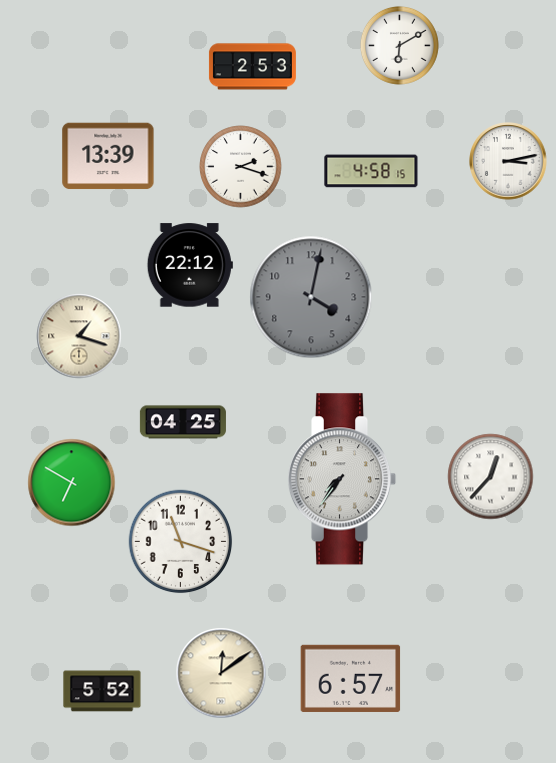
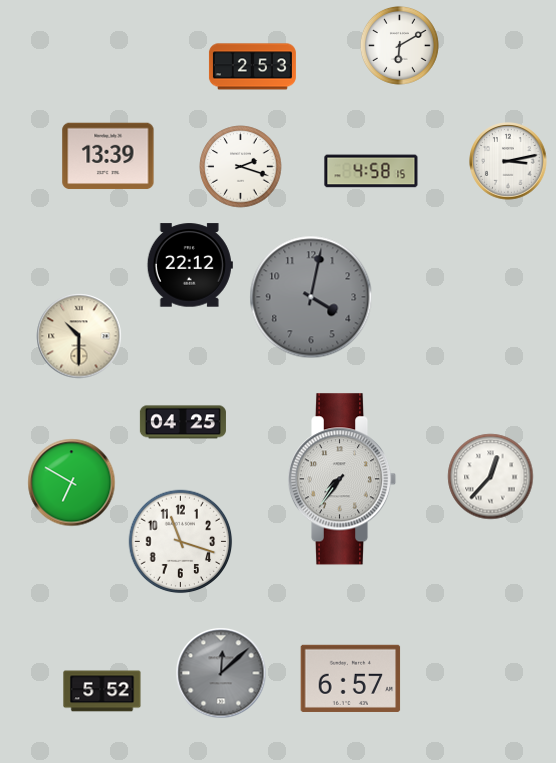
clock at (79, 336): 1:18 -> 10:30
clock at (221, 673): 12:09 -> 12:08
clock at (221, 673) dial: cream -> grey
